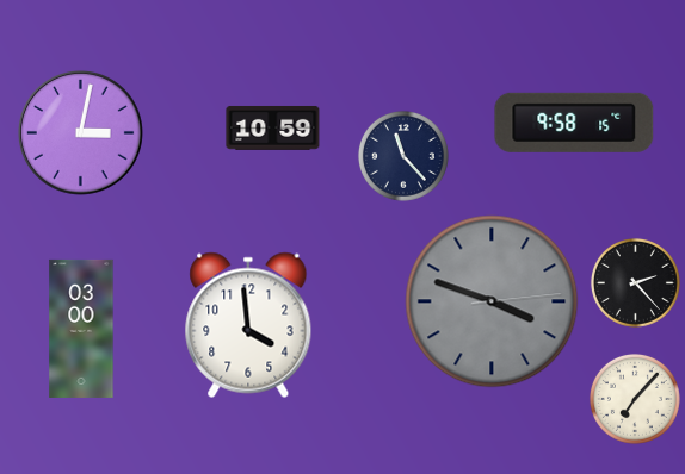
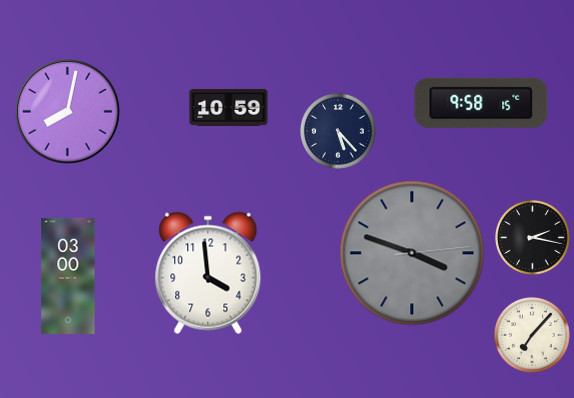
clock at (80, 132): 3:02 -> 8:02
clock at (403, 156): 11:23 -> 5:23
clock at (635, 282): 2:23 -> 2:17
